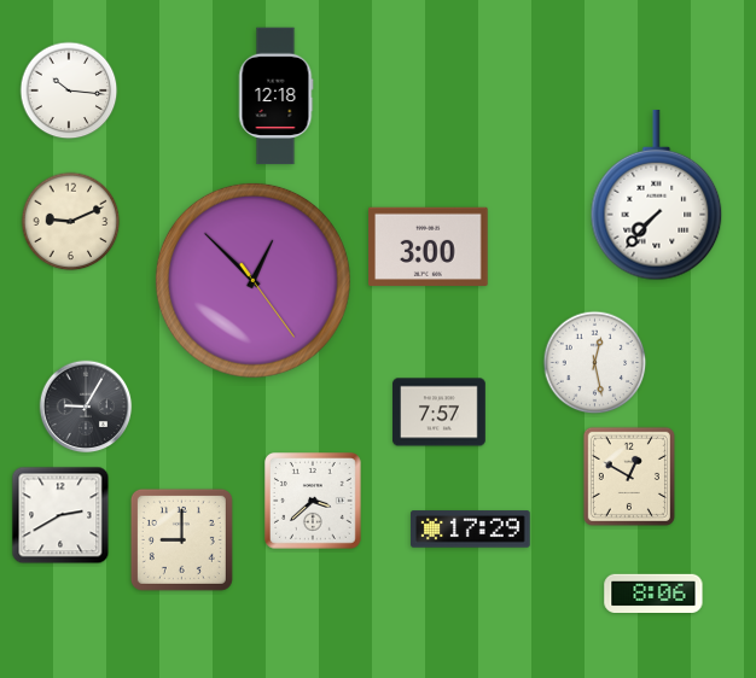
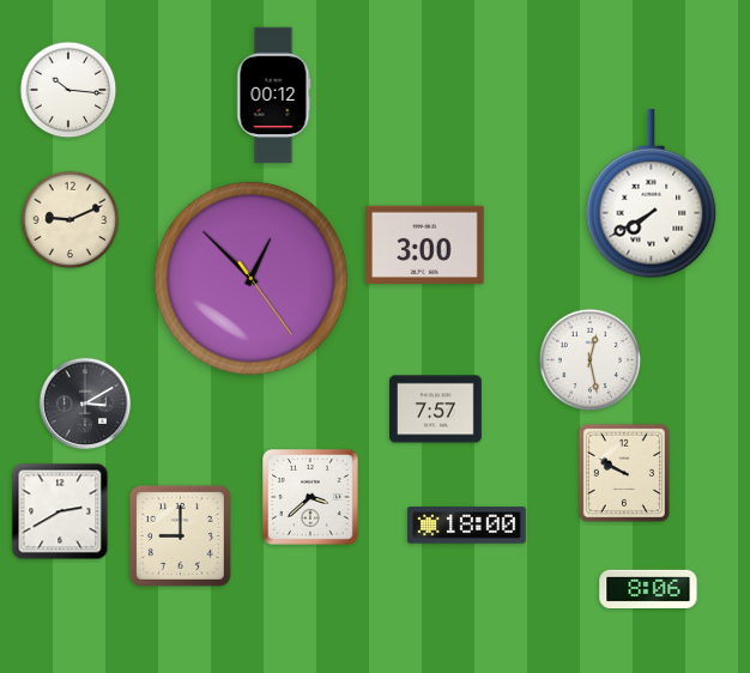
clock at (275, 97): 12:18 -> 00:12
clock at (657, 195): 7:37 -> 7:40
clock at (86, 407): 9:05 -> 3:10
clock at (629, 477): 12:50 -> 9:50
clock at (471, 530): 17:29 -> 18:00
